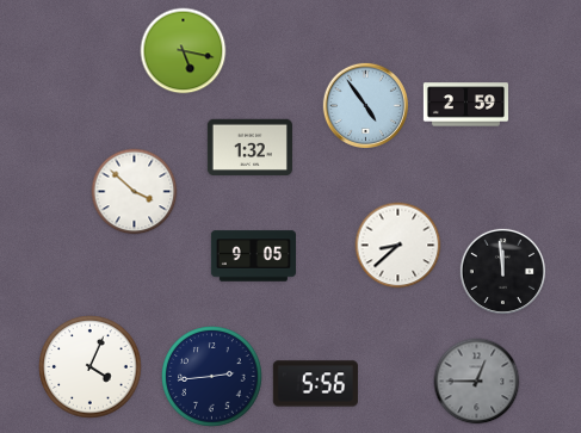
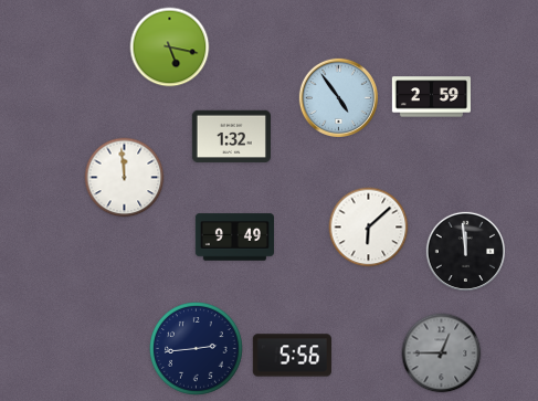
clock at (135, 192): 3:52 -> 11:59
clock at (398, 246): 8:38 -> 6:08
clock at (253, 256): 9:05 -> 9:49
clock at (91, 367): 4:04 -> none
